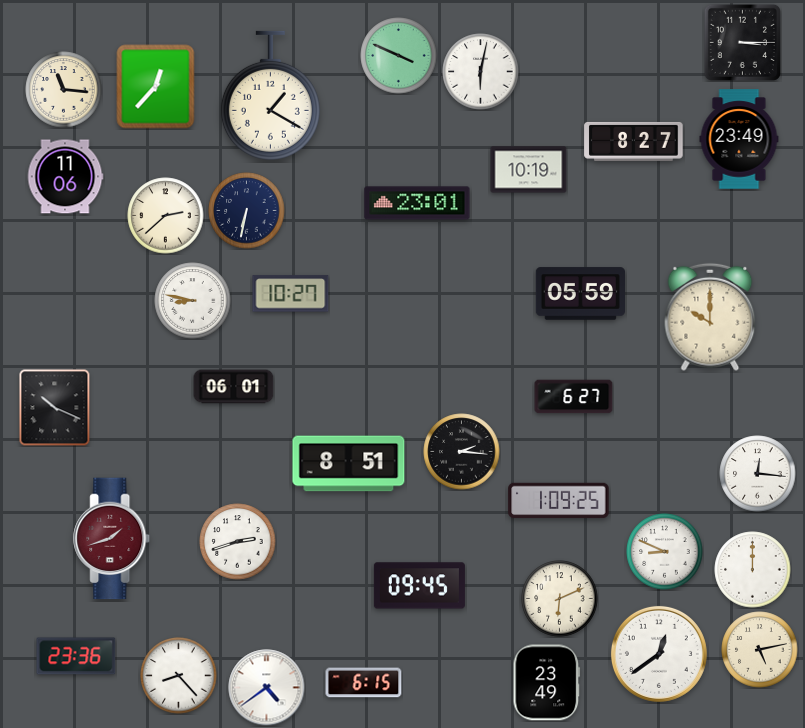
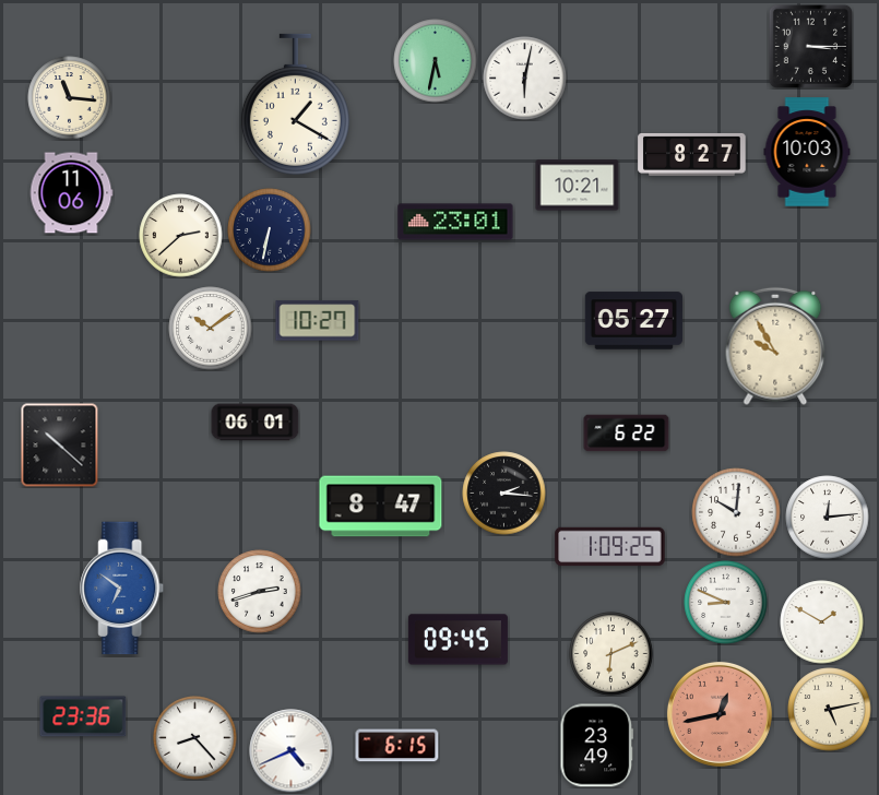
clock at (399, 56): 3:49 -> 5:32
clock at (156, 87): 12:37 -> none
clock at (739, 139): 23:49 -> 10:03
clock at (529, 170): 10:19 -> 10:21
clock at (580, 294): 05:59 -> 05:27
clock at (193, 301): 8:47 -> 10:09
clock at (710, 317): 10:00 -> 9:55
clock at (574, 397): 6:27 -> 6:22
clock at (55, 408): 10:19 -> 10:22
clock at (349, 464): 8:51 -> 8:47
clock at (736, 512): none -> 10:01
clock at (758, 474): 12:16 -> 12:14
clock at (112, 539): 1:42 -> 6:51
clock at (112, 539) dial: burgundy -> blue
clock at (753, 570): 12:00 -> 1:50
clock at (659, 654): 12:39 -> 12:43
clock at (659, 654) dial: white -> salmon
clock at (267, 688): 4:39 -> 4:41
